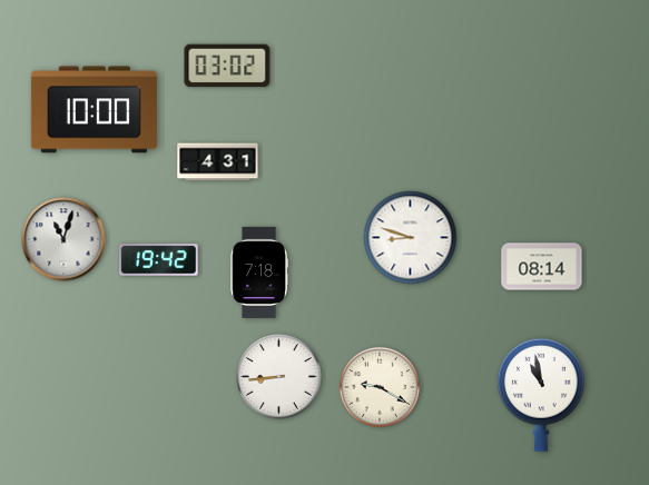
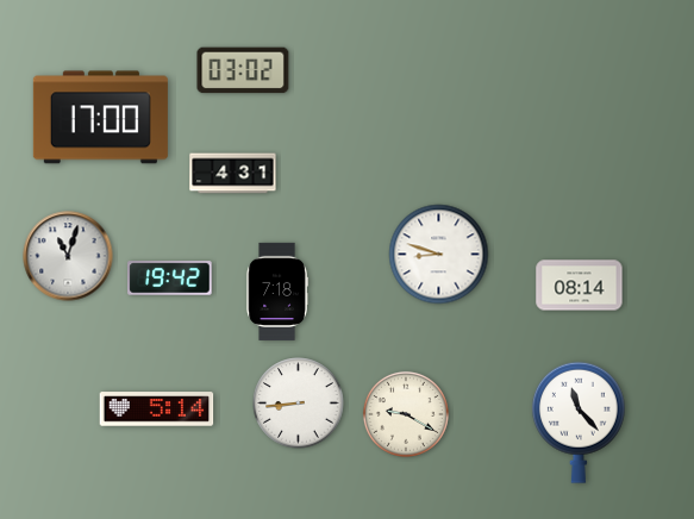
clock at (94, 110): 10:00 -> 17:00
clock at (157, 409): none -> 5:14
clock at (541, 395): 10:58 -> 11:23
